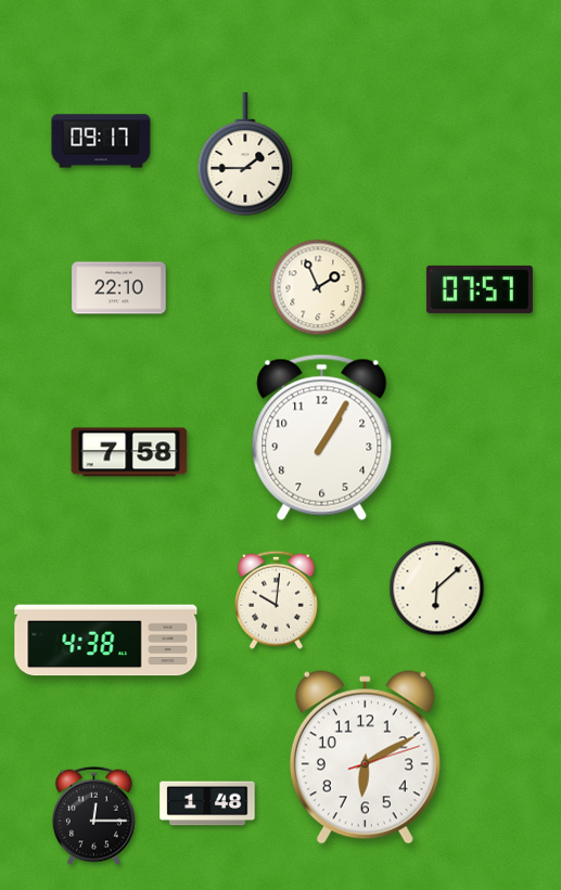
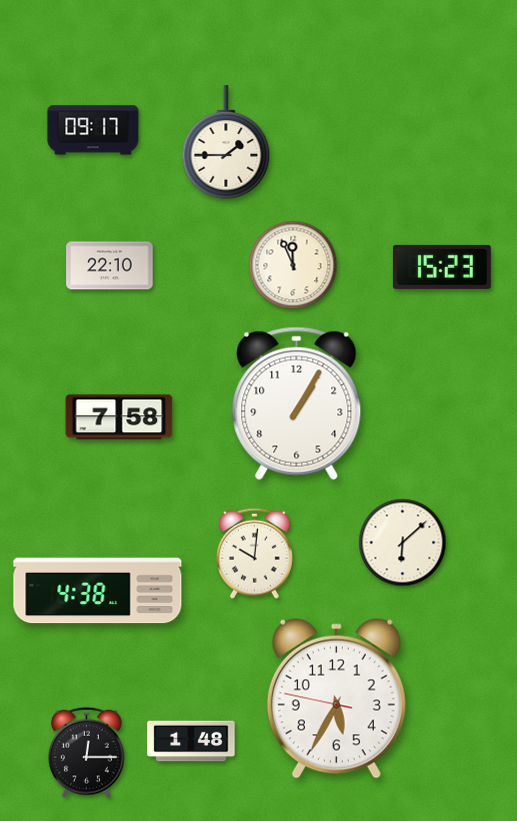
clock at (318, 287): 1:56 -> 11:56
clock at (480, 289): 07:57 -> 15:23
clock at (365, 758): 6:10 -> 5:34
